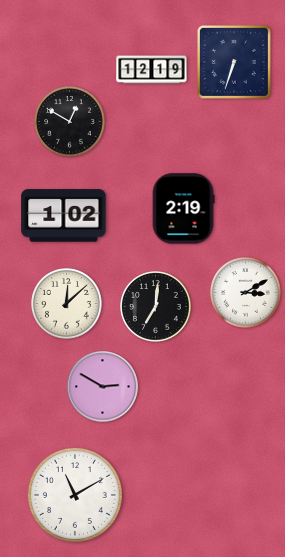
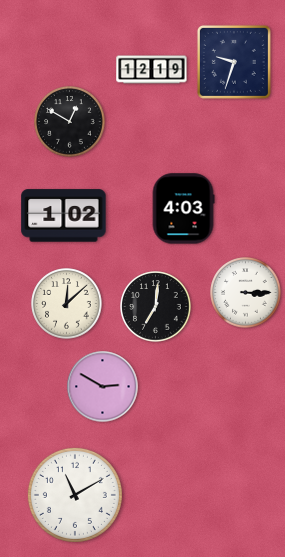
clock at (234, 62): 6:33 -> 9:33
clock at (183, 209): 2:19 -> 4:03
clock at (246, 293): 3:10 -> 3:15
